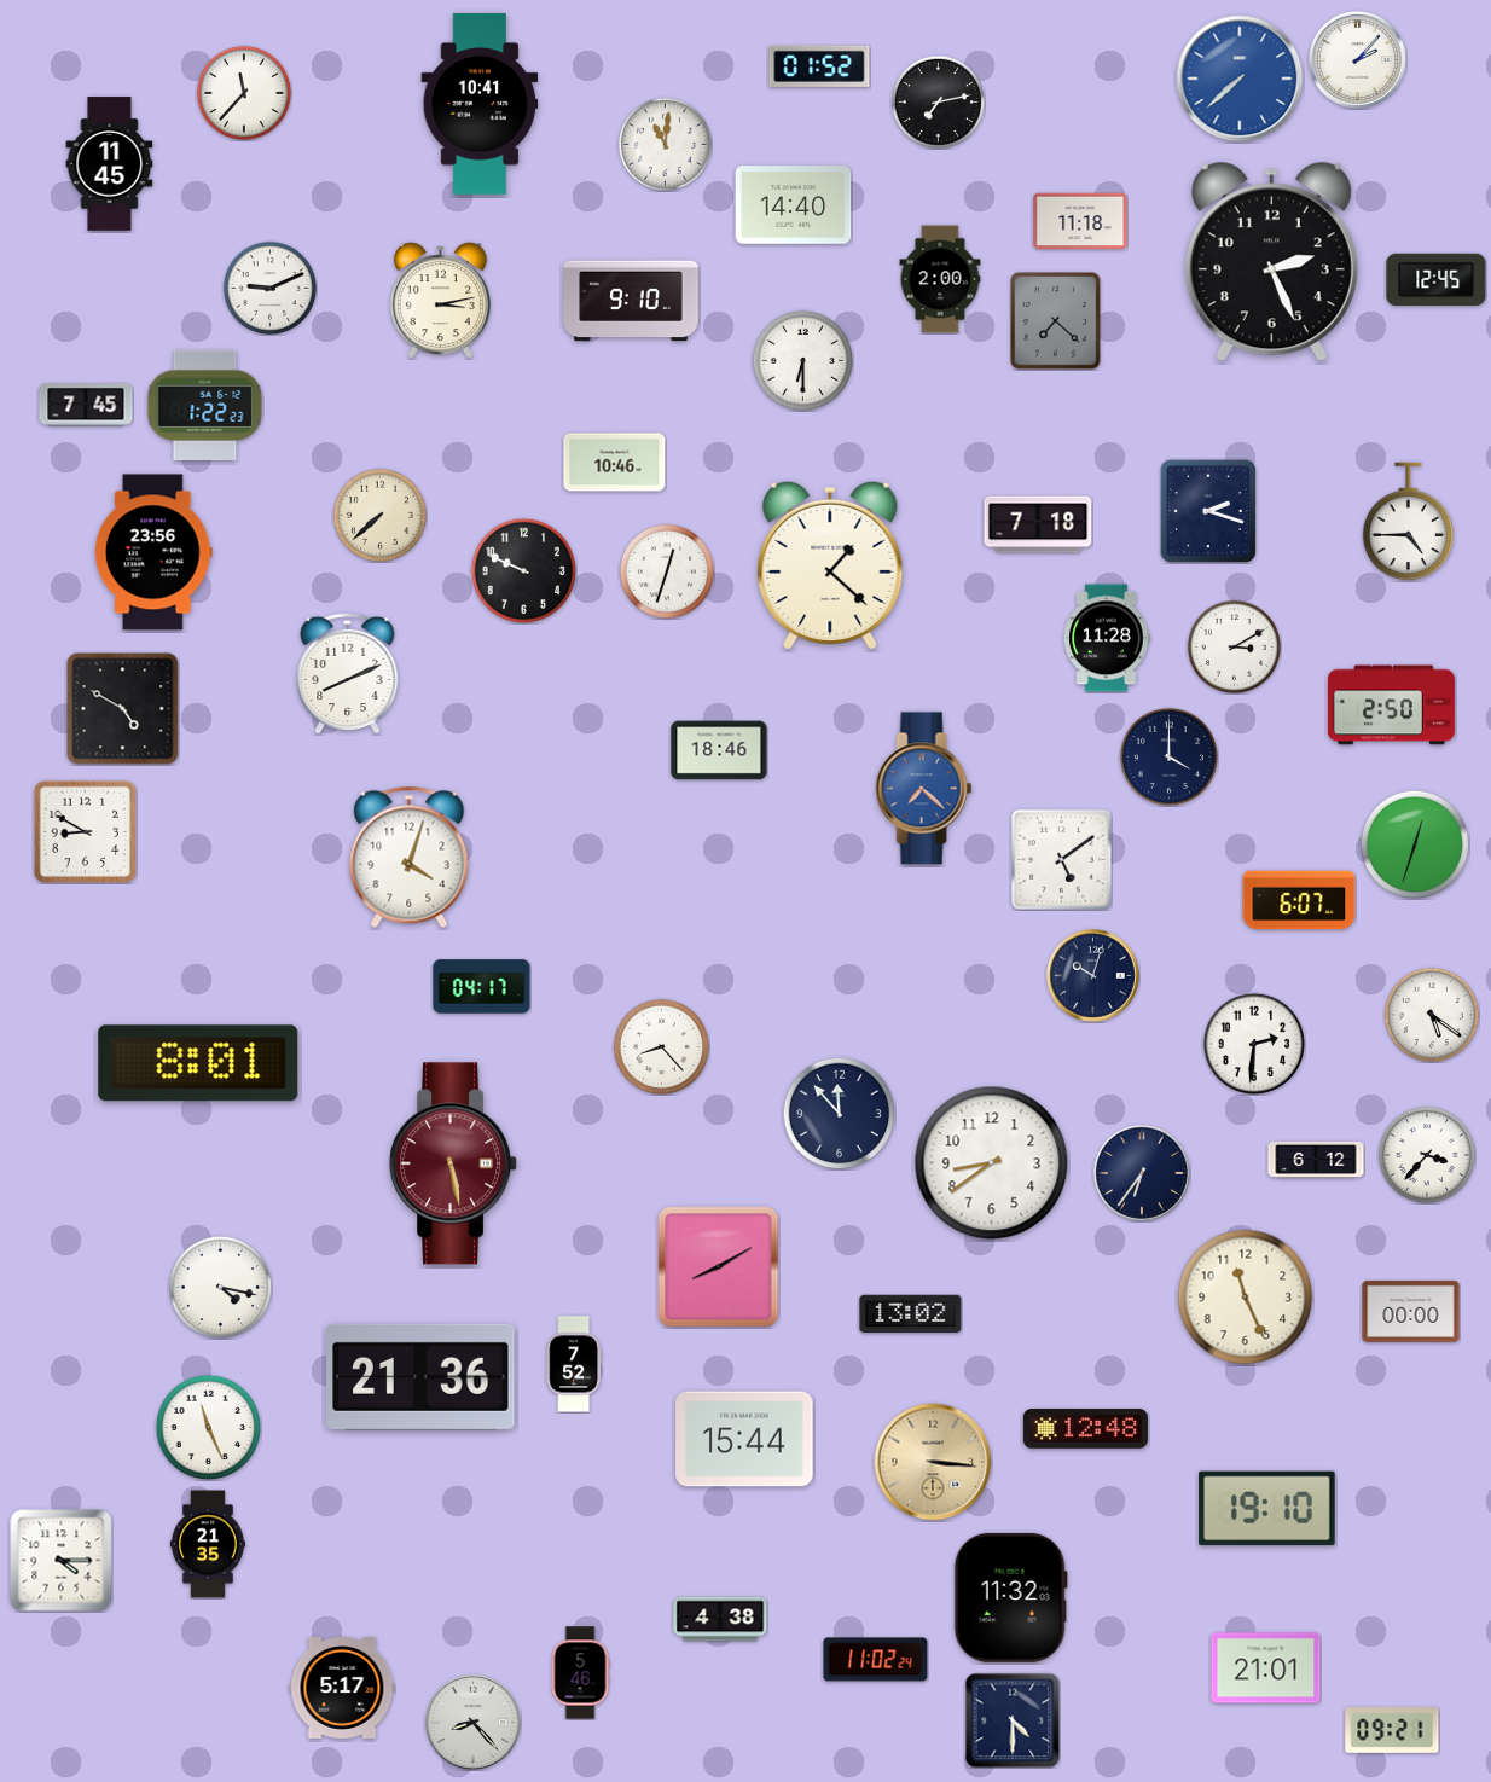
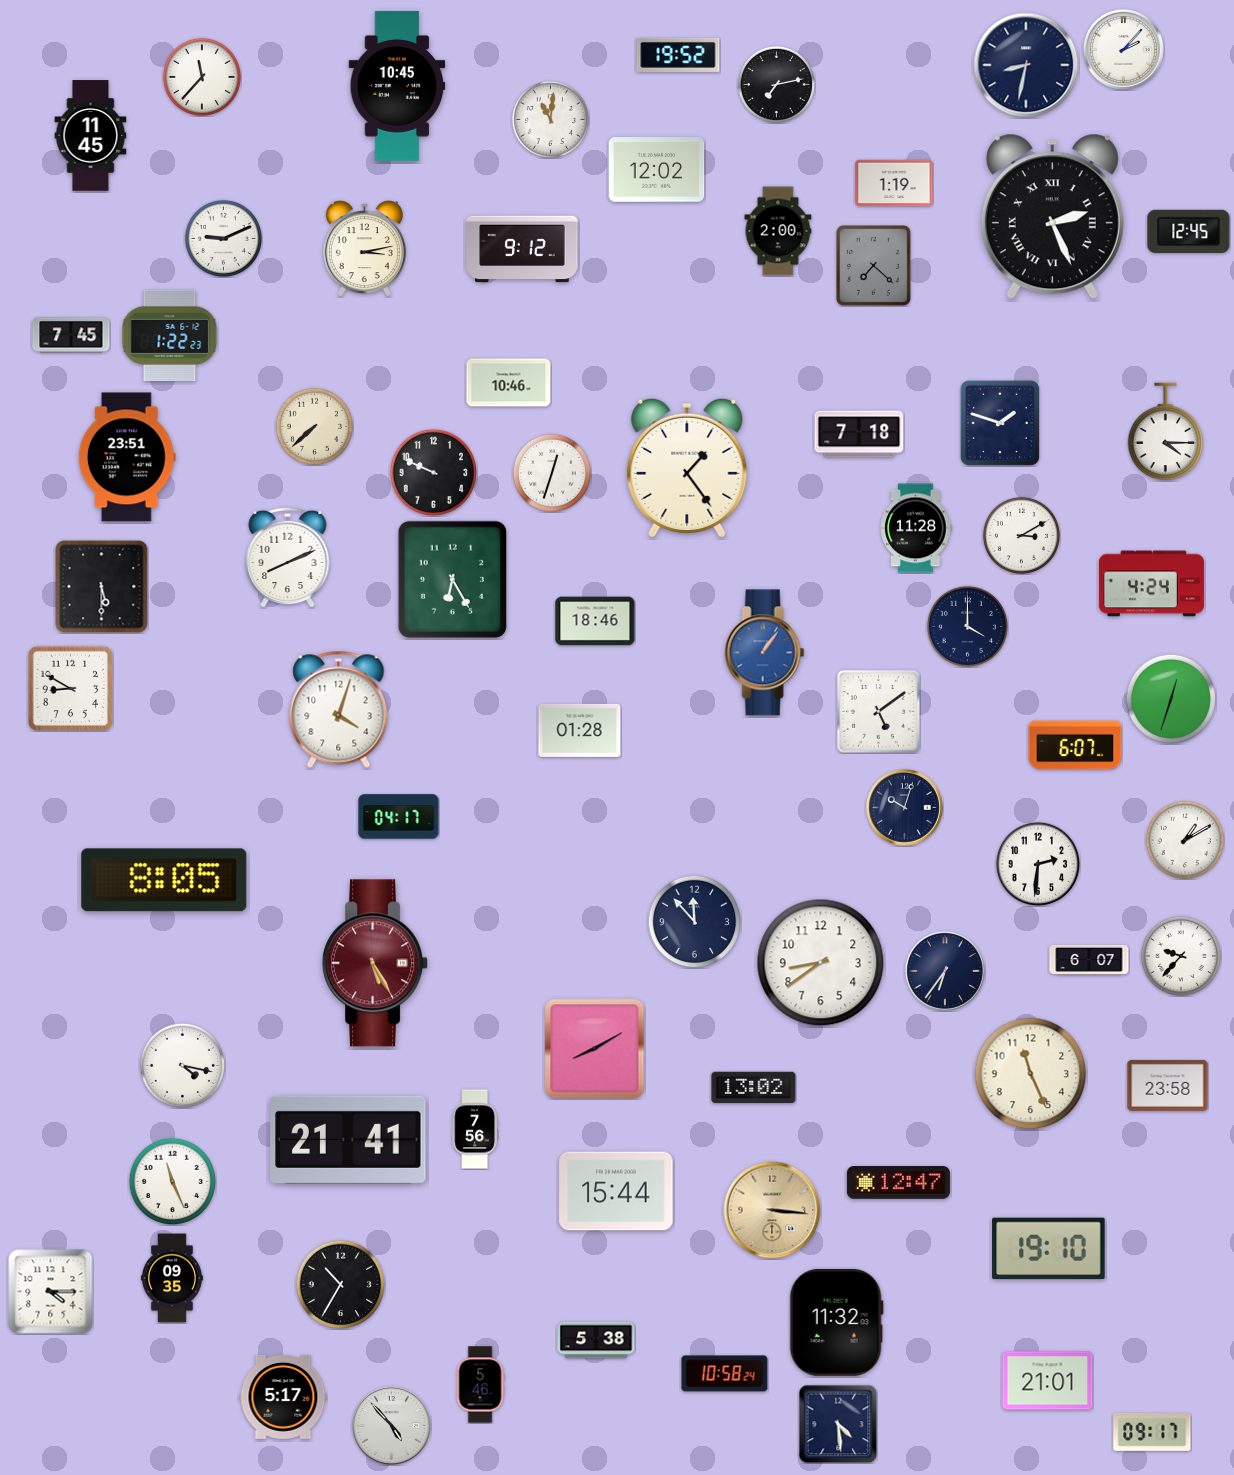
clock at (819, 66): 01:52 -> 19:52
clock at (1240, 79): 7:38 -> 8:32
clock at (1240, 79) dial: blue -> navy
clock at (480, 104): 10:41 -> 10:45
clock at (794, 205): 14:40 -> 12:02
clock at (1080, 221): 11:18 -> 1:19
clock at (1271, 262) numerals: Arabic -> Roman
clock at (631, 301): 9:10 -> 9:12
clock at (802, 360): 6:30 -> none
clock at (1208, 511): 2:18 -> 1:48
clock at (1409, 522): 4:45 -> 4:15
clock at (153, 552): 23:56 -> 23:51
clock at (830, 565): 1:22 -> 1:24
clock at (452, 579): none -> 6:25
clock at (1391, 706): 2:50 -> 4:24
clock at (123, 709): 4:50 -> 5:30
clock at (924, 789): 7:22 -> 1:06
clock at (580, 730): none -> 01:28
clock at (1432, 1015): 5:21 -> 1:10
clock at (661, 1046): 8:23 -> none
clock at (198, 1063): 8:01 -> 8:05
clock at (1427, 1155): 3:37 -> 9:37
clock at (1316, 1160): 6:12 -> 6:07
clock at (454, 1163): 5:28 -> 5:25
clock at (1411, 1311): 00:00 -> 23:58
clock at (574, 1364): 7:52 -> 7:56
clock at (420, 1377): 21:36 -> 21:41
clock at (1085, 1429): 12:48 -> 12:47
clock at (208, 1544): 21:35 -> 09:35
clock at (340, 1284): none -> 10:35
clock at (720, 1619): 4:38 -> 5:38
clock at (876, 1660): 11:02 -> 10:58
clock at (1013, 1720): 4:30 -> 4:29
clock at (472, 1722): 8:23 -> 4:53
clock at (1392, 1730): 09:21 -> 09:17
